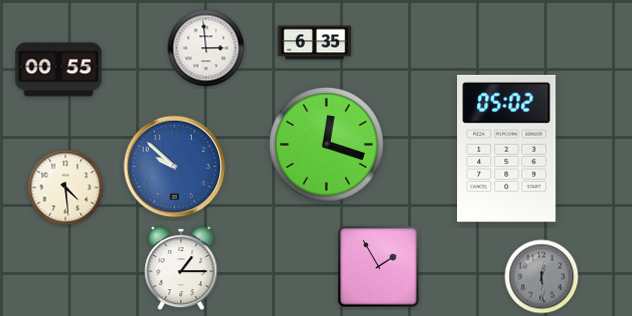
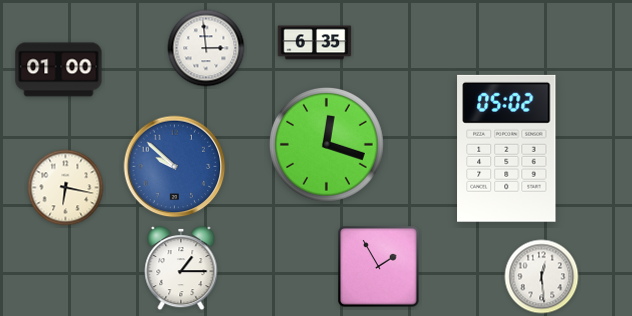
clock at (59, 70): 00:55 -> 01:00
clock at (66, 188): 4:29 -> 6:17
clock at (542, 277) dial: grey -> white
